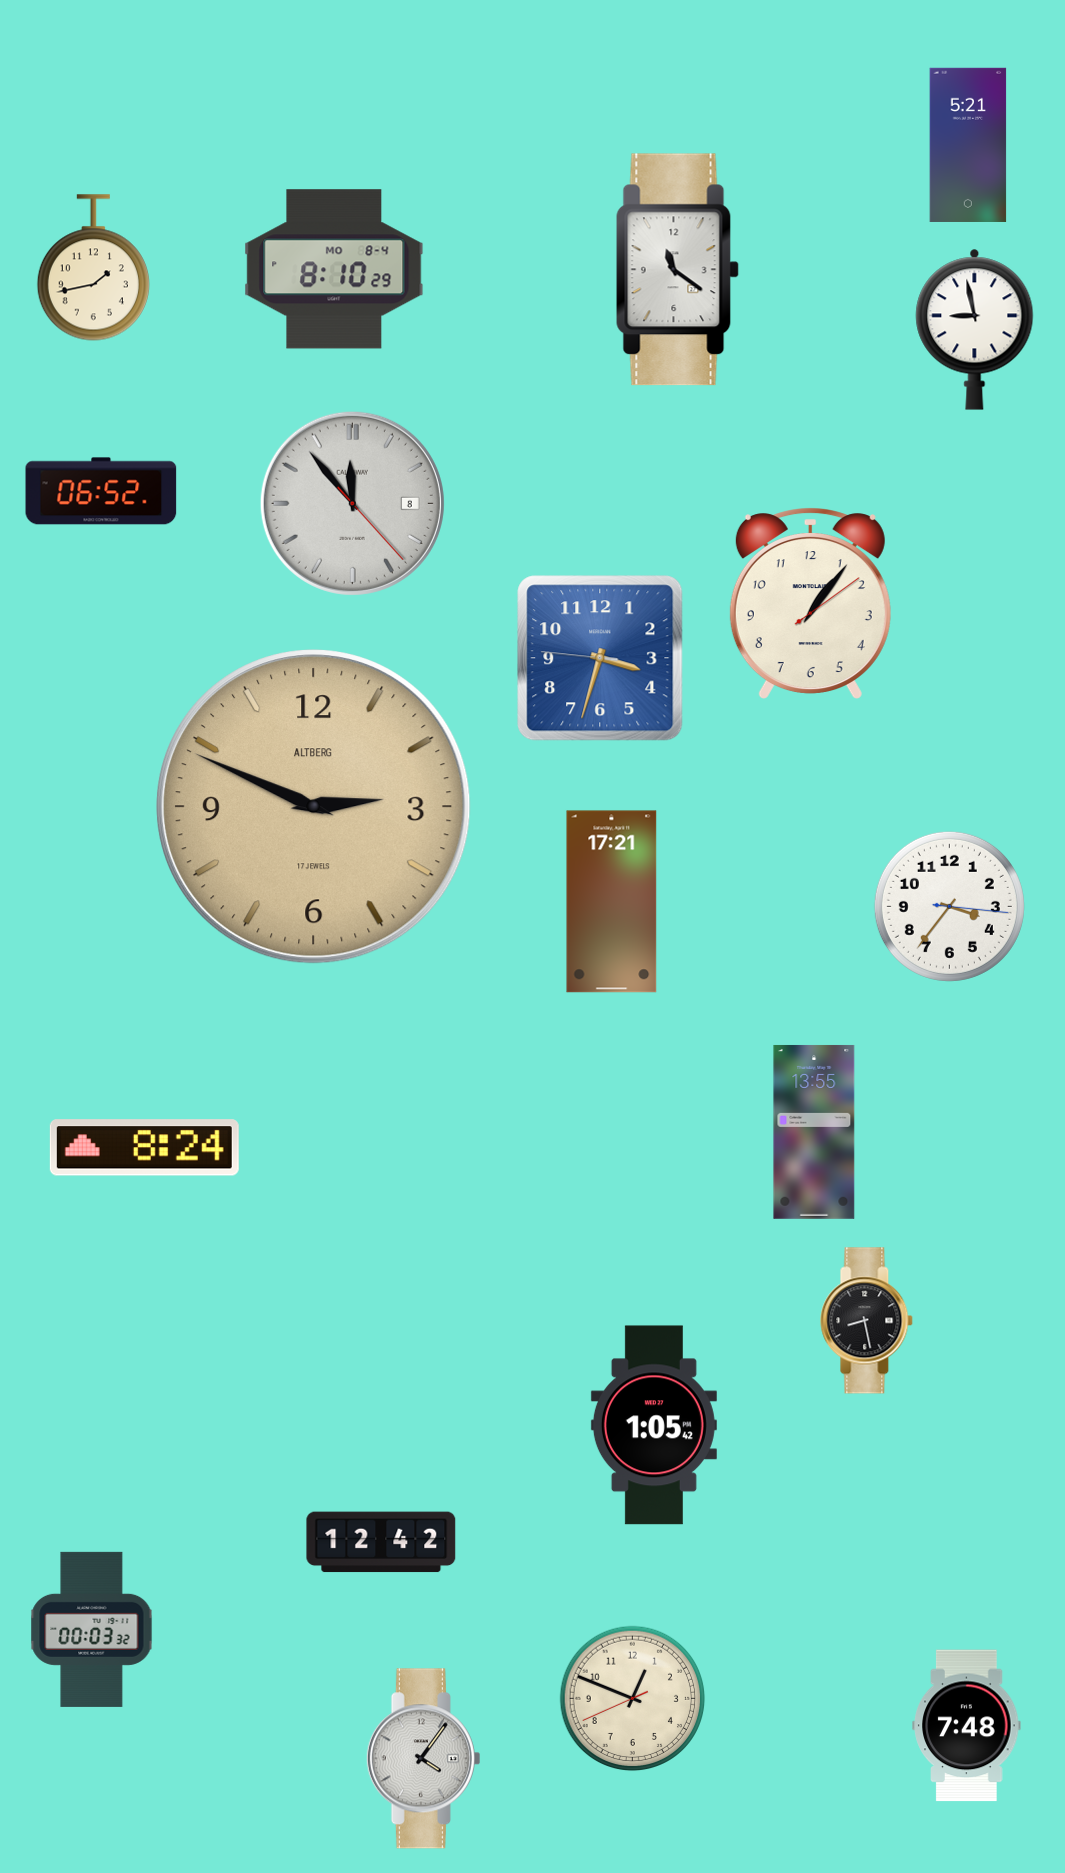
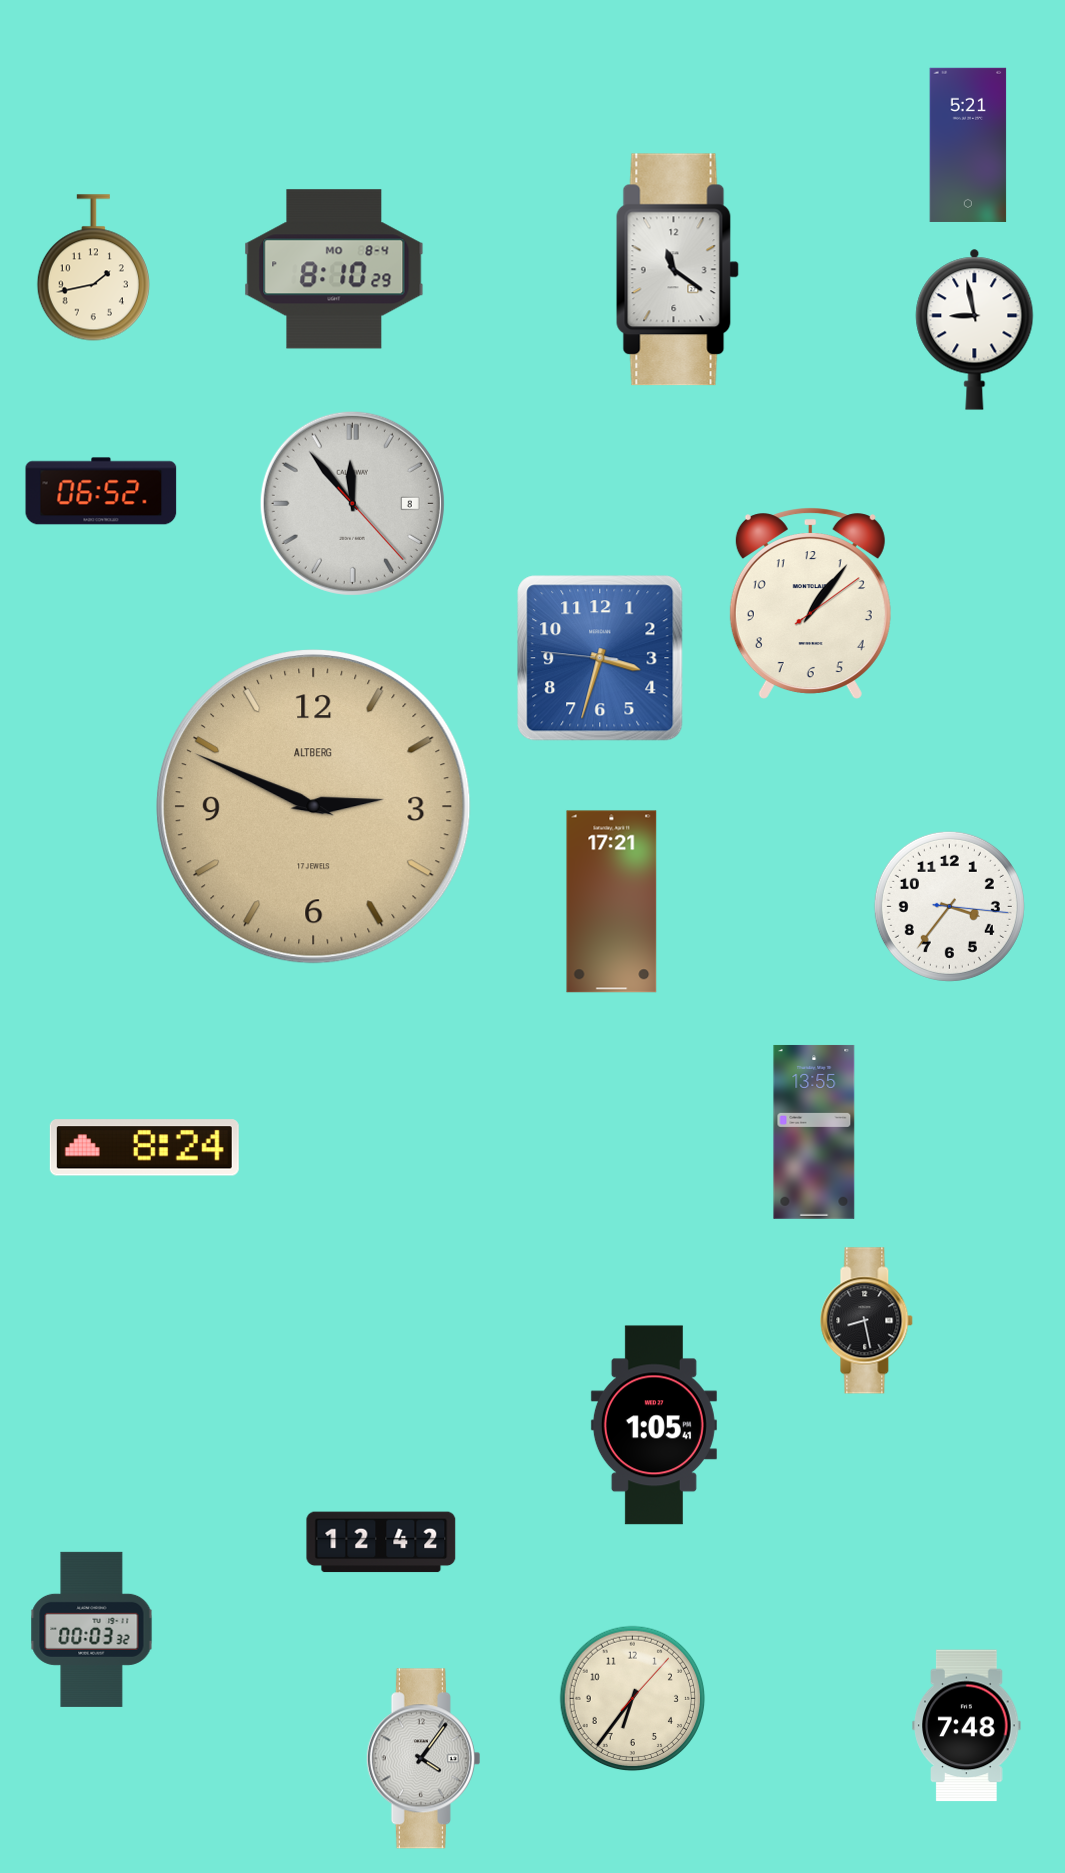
clock at (654, 1425): 1:05:42 -> 1:05:41
clock at (633, 1699): 12:48 -> 6:36
